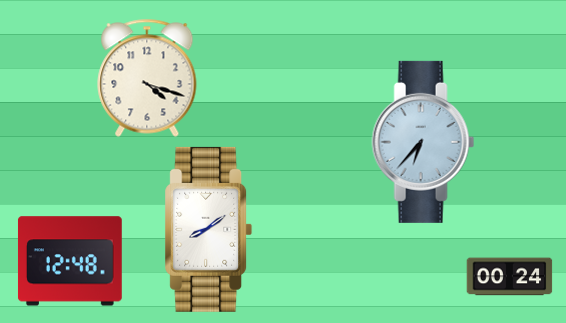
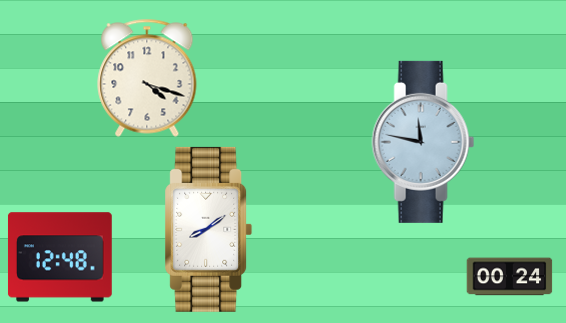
clock at (423, 142): 6:37 -> 11:47
clock at (70, 261) position: (70, 261) -> (60, 257)
